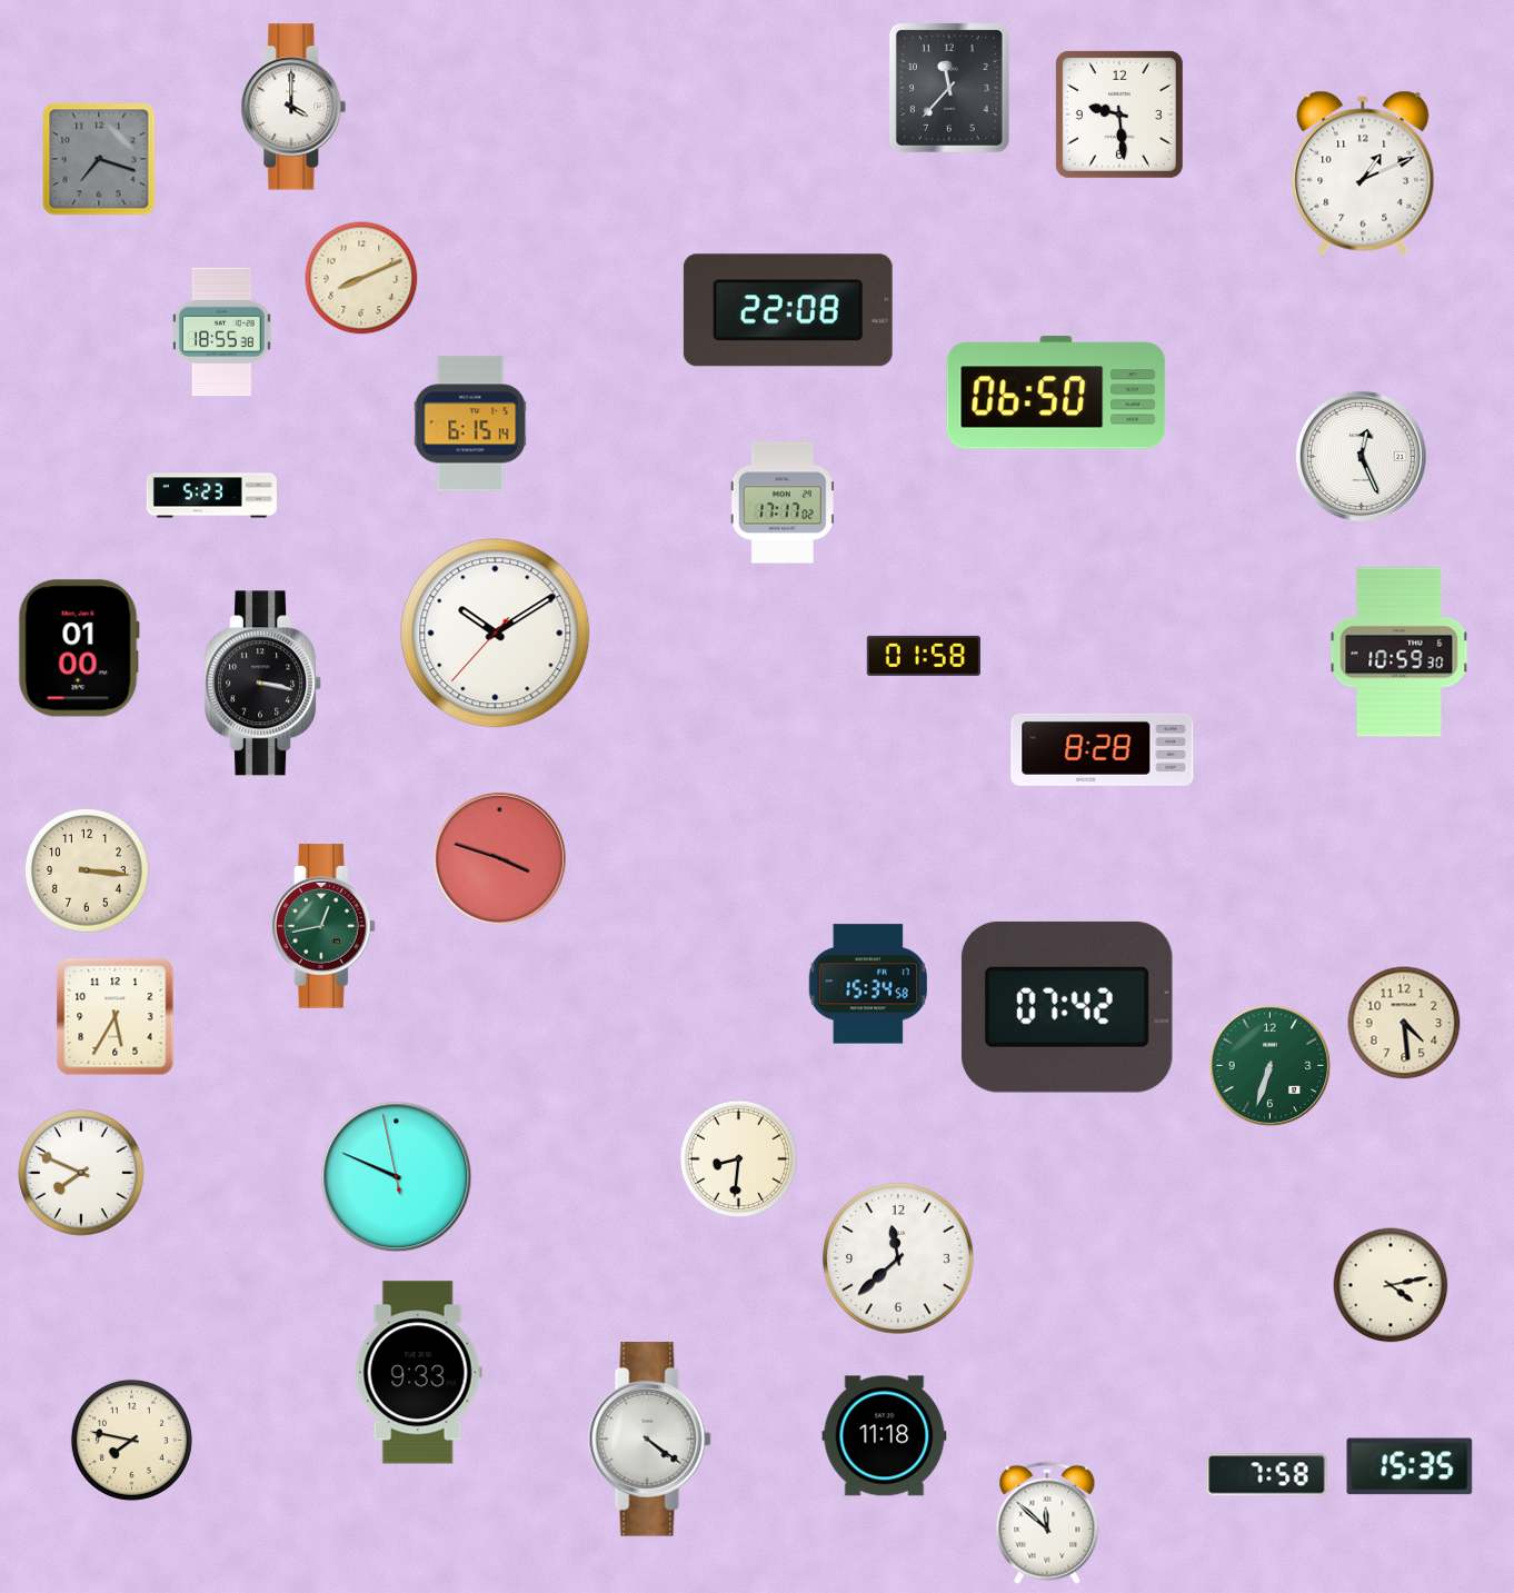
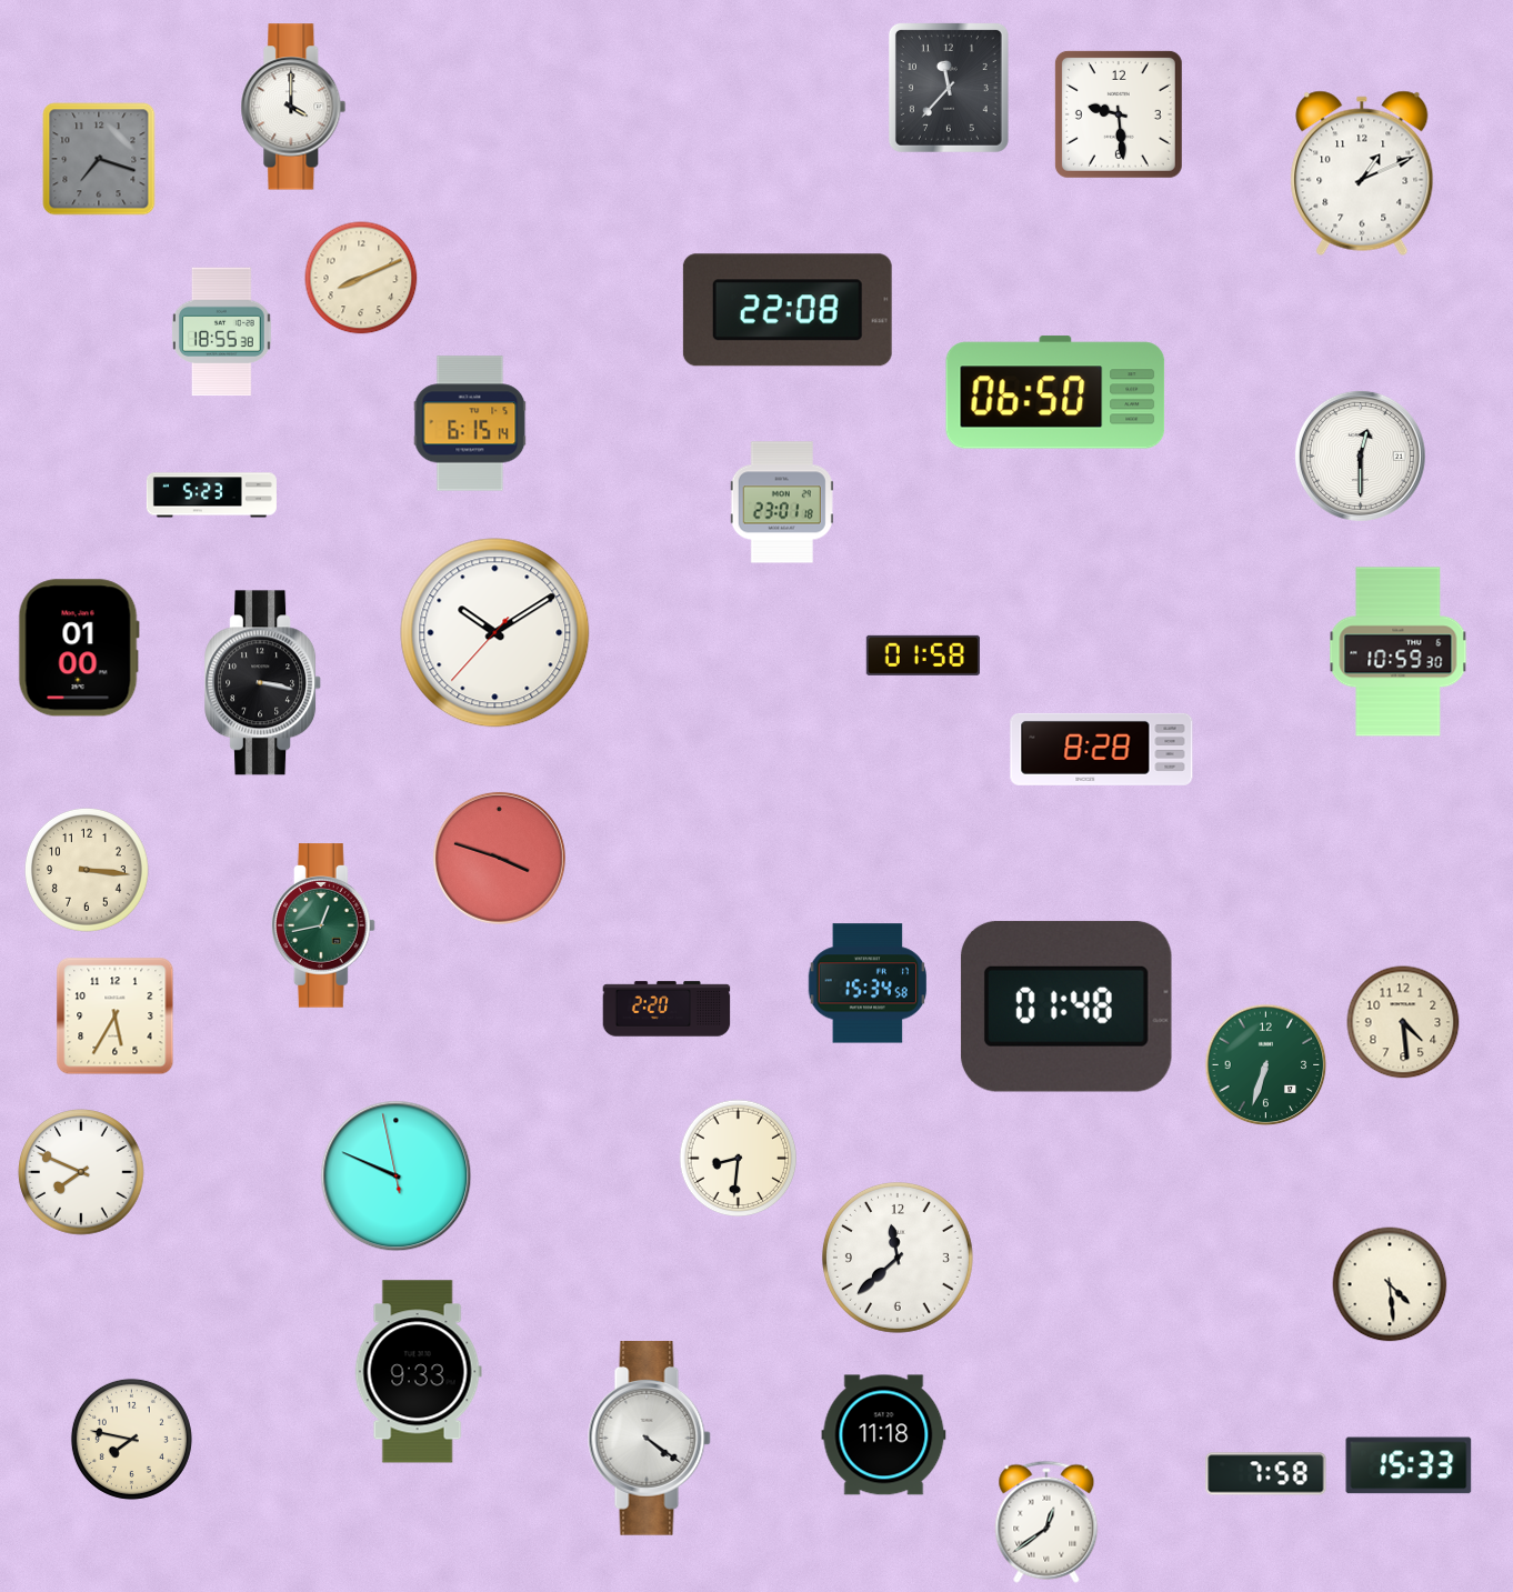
clock at (1361, 456): 12:26 -> 12:30
clock at (783, 502): 17:17 -> 23:01
clock at (1067, 1007): 07:42 -> 01:48
clock at (667, 1009): none -> 2:20
clock at (1271, 1066) position: (1271, 1066) -> (1266, 1065)
clock at (1391, 1285): 4:13 -> 4:29
clock at (1410, 1466): 15:35 -> 15:33
clock at (1047, 1523): 11:52 -> 12:39
